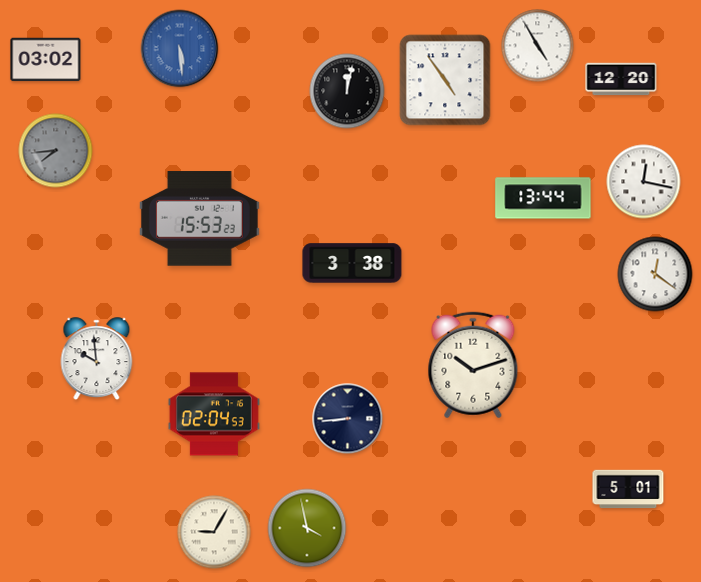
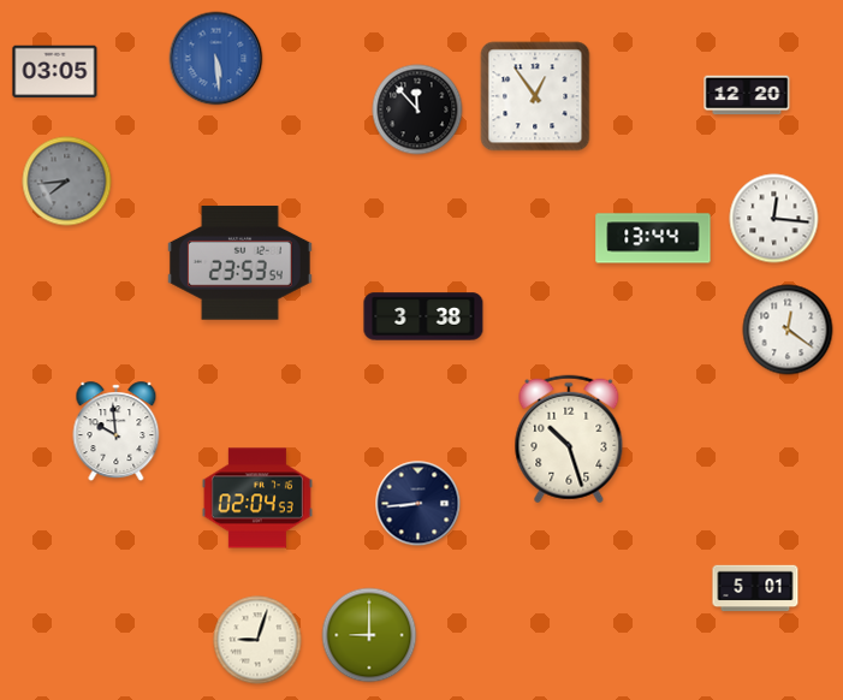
clock at (538, 46): 4:55 -> none
clock at (46, 60): 03:02 -> 03:05
clock at (445, 80): 4:54 -> 12:54
clock at (347, 91): 12:02 -> 11:53
clock at (644, 182): 12:17 -> 12:16
clock at (199, 219): 15:53 -> 23:53
clock at (473, 365): 10:12 -> 10:27
clock at (307, 528): 3:58 -> 9:00
clock at (214, 532): 9:05 -> 9:03
